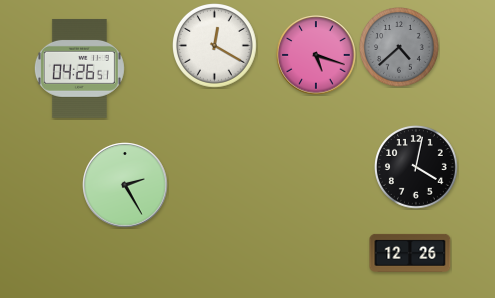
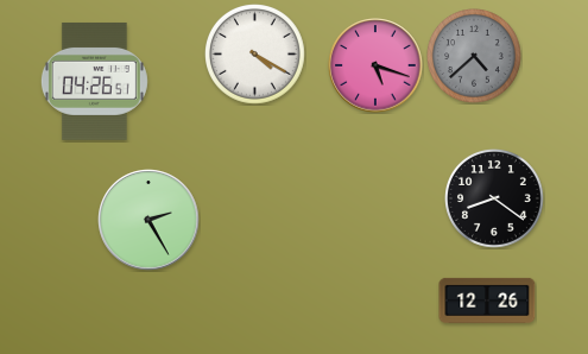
clock at (215, 46): 12:20 -> 4:20
clock at (417, 168): 4:02 -> 8:21
